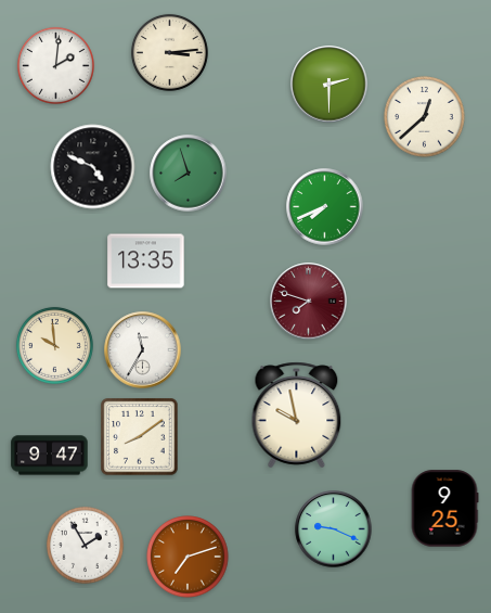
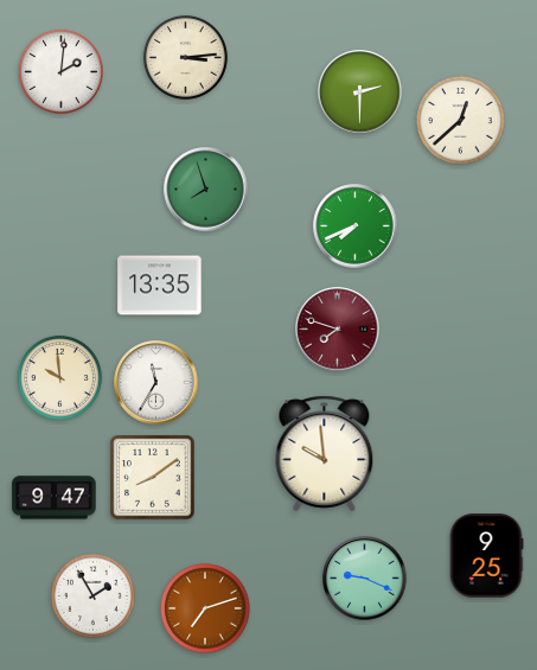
clock at (425, 117) position: (425, 117) -> (461, 121)
clock at (93, 167): 4:49 -> none
clock at (297, 416): 9:58 -> 9:59
